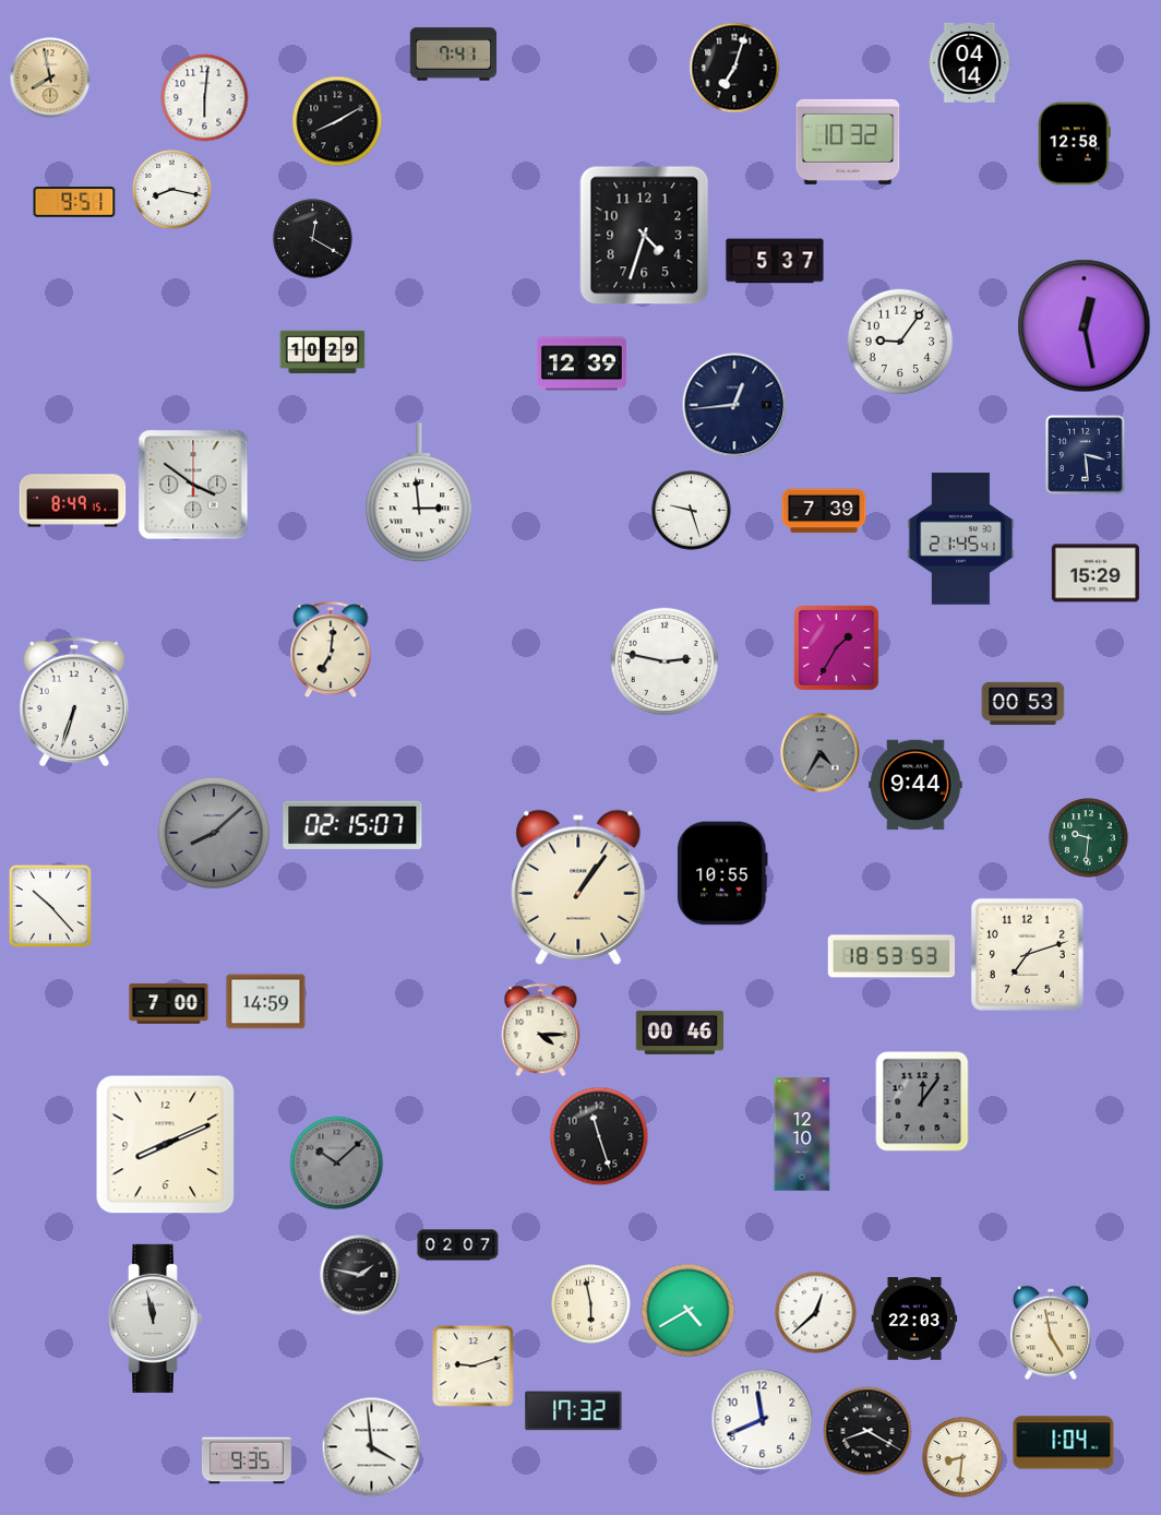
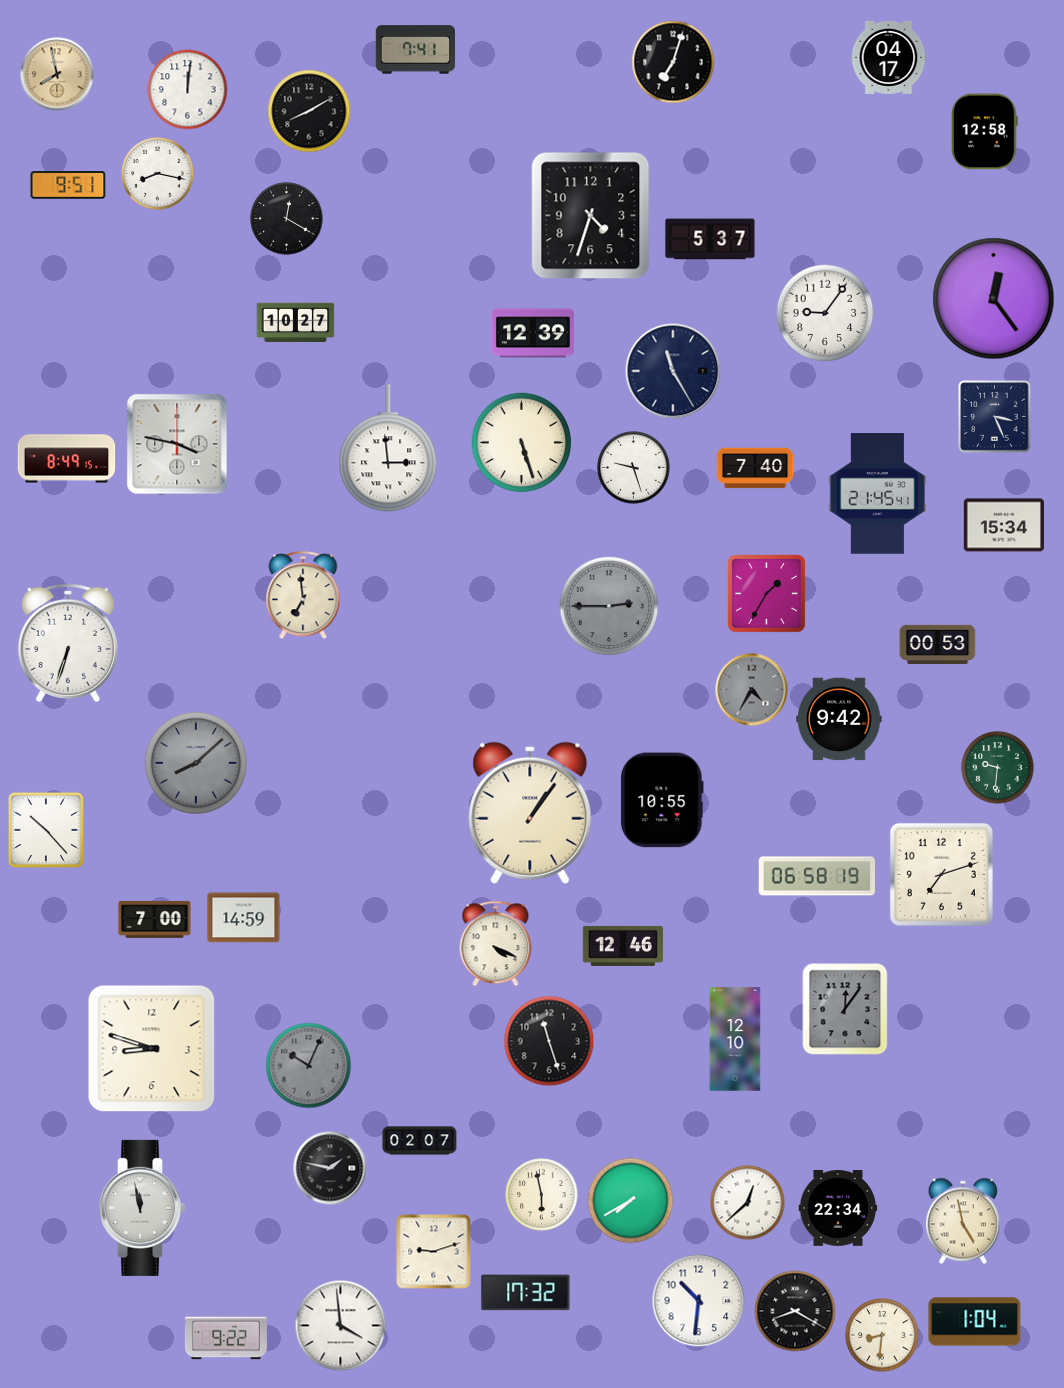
clock at (970, 62): 04:14 -> 04:17
clock at (50, 77) position: (50, 77) -> (57, 74)
clock at (205, 98): 6:01 -> 12:01
clock at (848, 142): 10:32 -> none
clock at (1085, 326): 12:28 -> 12:24
clock at (323, 353): 10:29 -> 10:27
clock at (734, 405): 12:44 -> 11:25
clock at (1086, 455): 3:29 -> 3:26
clock at (522, 443): none -> 5:27
clock at (193, 485): 3:51 -> 3:47
clock at (419, 493) position: (419, 493) -> (388, 449)
clock at (824, 511): 7:39 -> 7:40
clock at (961, 539) position: (961, 539) -> (878, 494)
clock at (1096, 573): 15:29 -> 15:34
clock at (331, 651): 7:01 -> 6:59
clock at (665, 661): 2:47 -> 2:45
clock at (665, 661) dial: white -> grey
clock at (915, 785): 9:44 -> 9:42
clock at (352, 825): 02:15 -> none
clock at (890, 956): 18:53 -> 06:58
clock at (541, 1030): 4:15 -> 4:19
clock at (679, 1033): 00:46 -> 12:46
clock at (166, 1145): 8:11 -> 8:48
clock at (337, 1164): 10:08 -> 10:04
clock at (689, 1311): 4:40 -> 7:40
clock at (914, 1319): 22:03 -> 22:34
clock at (763, 1420): 11:41 -> 10:31
clock at (247, 1460): 9:35 -> 9:22
